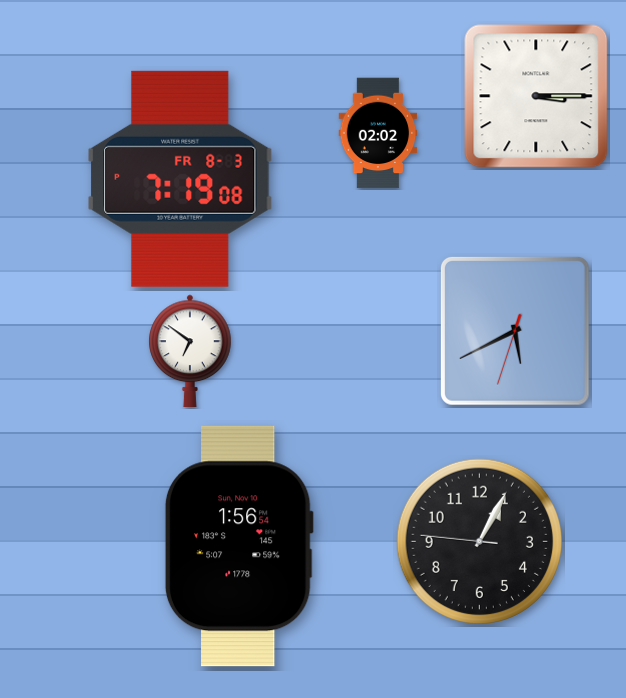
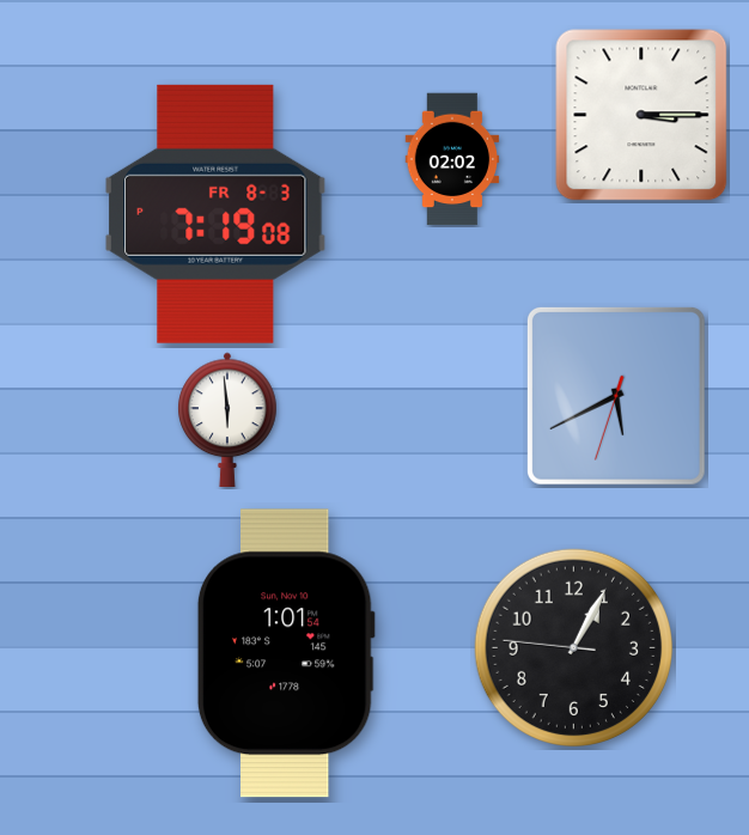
clock at (190, 350): 6:51 -> 5:59
clock at (239, 546): 1:56 -> 1:01
